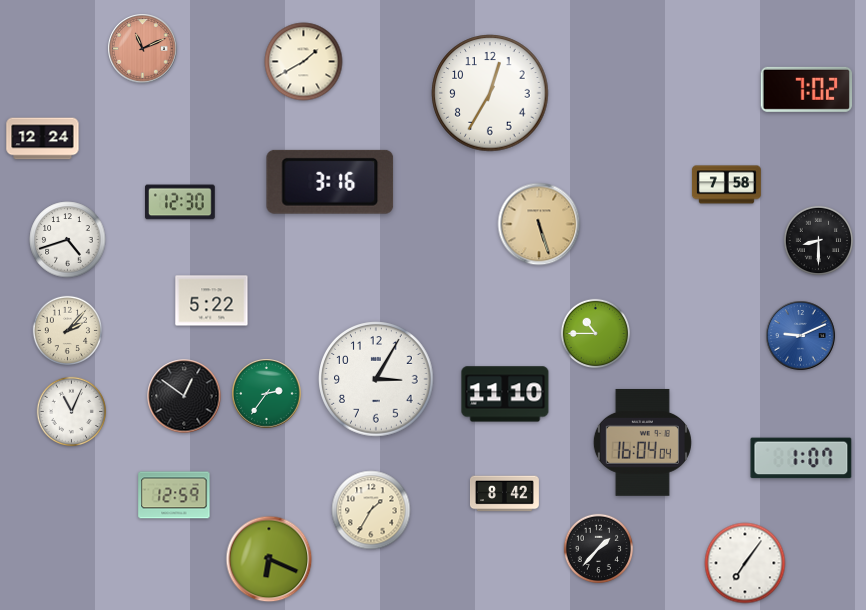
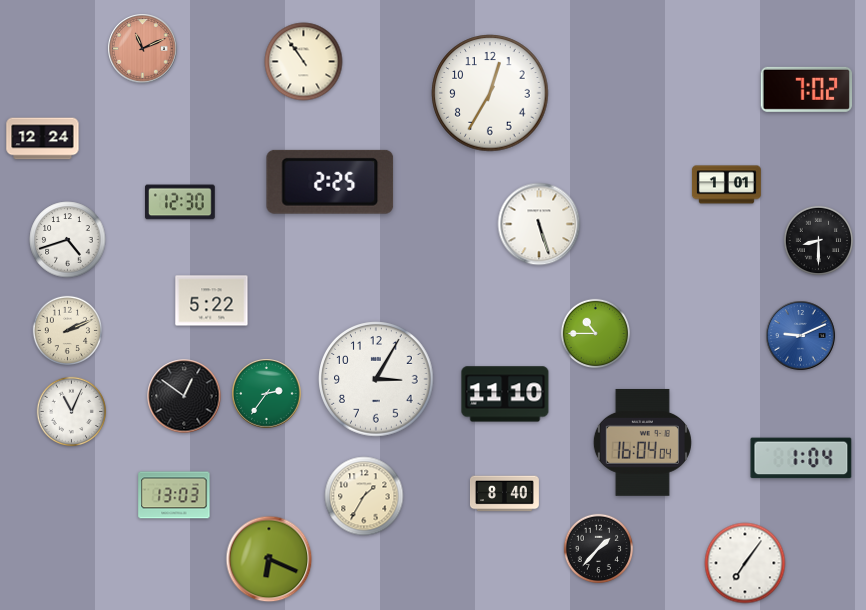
clock at (304, 62): 1:40 -> 10:54
clock at (330, 182): 3:16 -> 2:25
clock at (726, 185): 7:58 -> 1:01
clock at (539, 224) dial: champagne -> white
clock at (68, 331): 2:07 -> 2:11
clock at (801, 458): 1:07 -> 1:04
clock at (504, 494): 8:42 -> 8:40
clock at (174, 495): 12:59 -> 13:03
clock at (371, 510) position: (371, 510) -> (364, 496)
